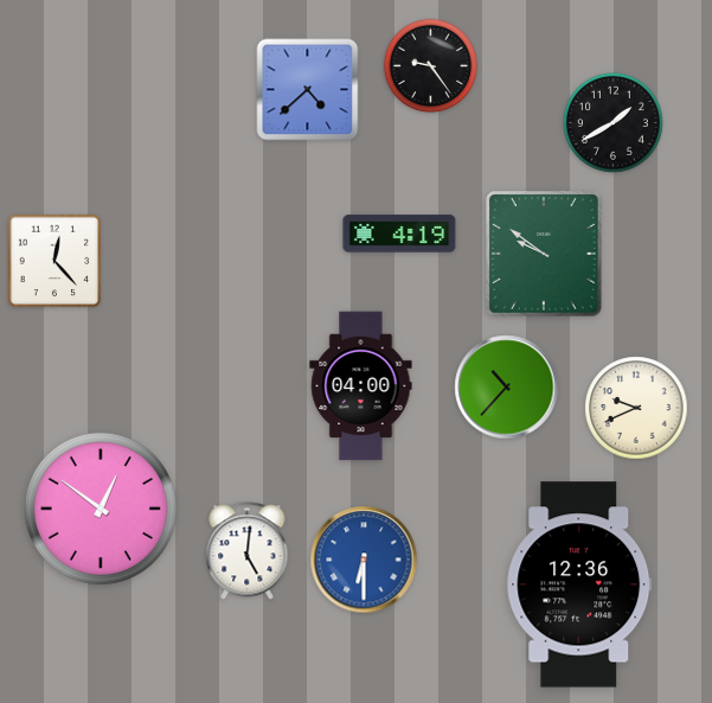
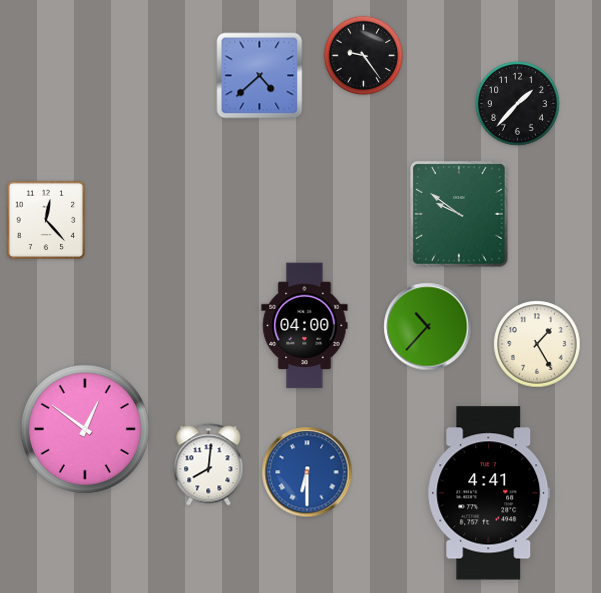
clock at (614, 123): 1:40 -> 1:37
clock at (399, 234): 4:19 -> none
clock at (636, 408): 9:41 -> 1:25
clock at (248, 551): 5:01 -> 8:01
clock at (579, 584): 12:36 -> 4:41
